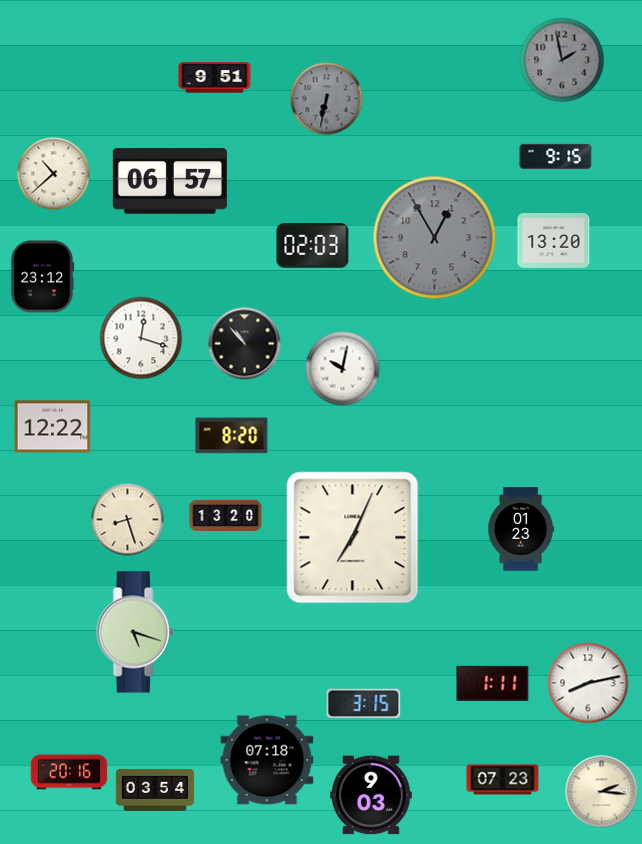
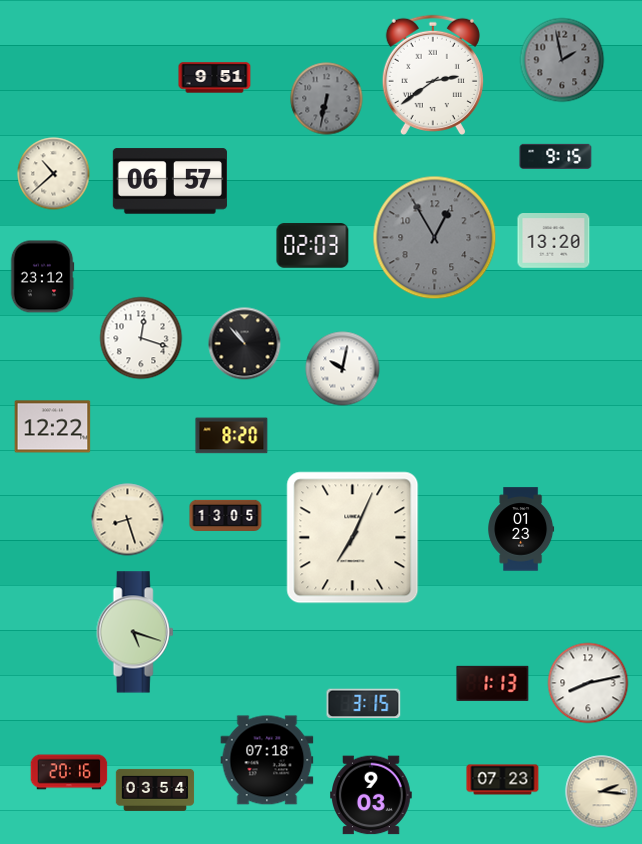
clock at (433, 75): none -> 2:39
clock at (226, 515): 13:20 -> 13:05
clock at (493, 683): 1:11 -> 1:13
